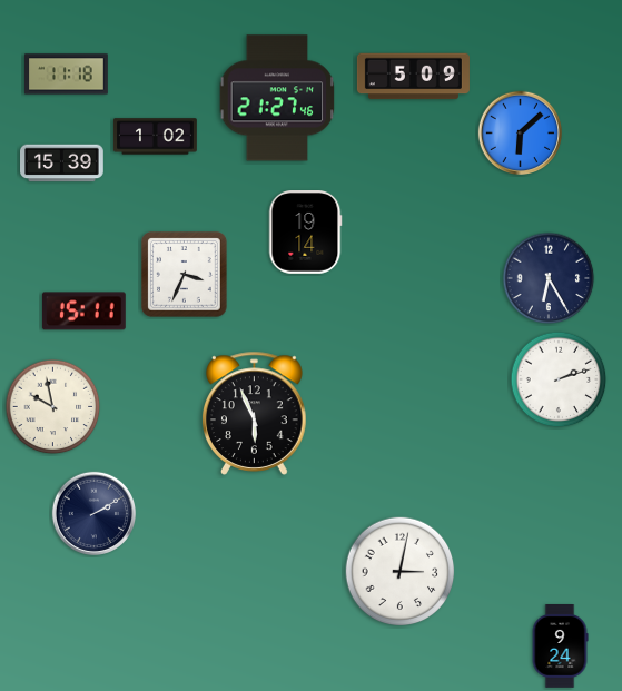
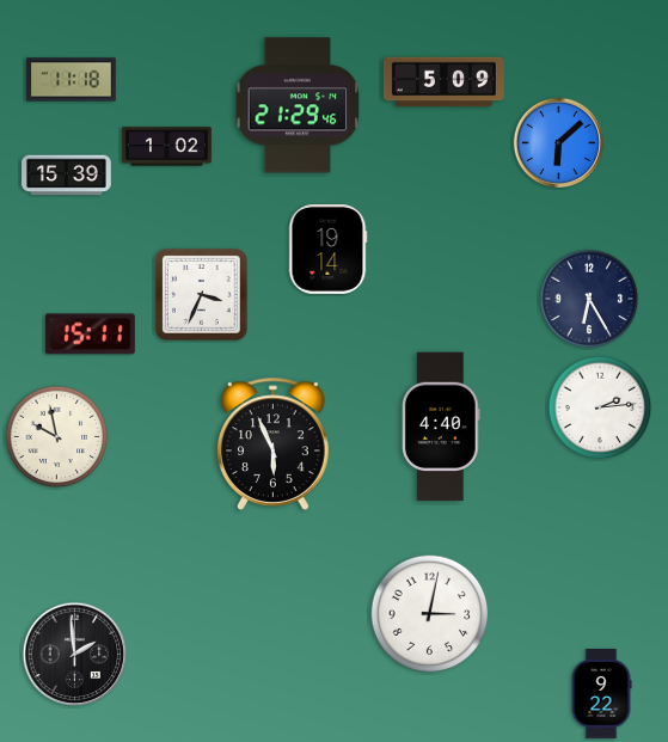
clock at (277, 98): 21:27 -> 21:29
clock at (185, 275) position: (185, 275) -> (202, 295)
clock at (559, 379): 2:12 -> 2:14
clock at (442, 427): none -> 4:40
clock at (93, 513): 2:10 -> none
clock at (75, 655): none -> 1:59
clock at (560, 646): 9:24 -> 9:22
